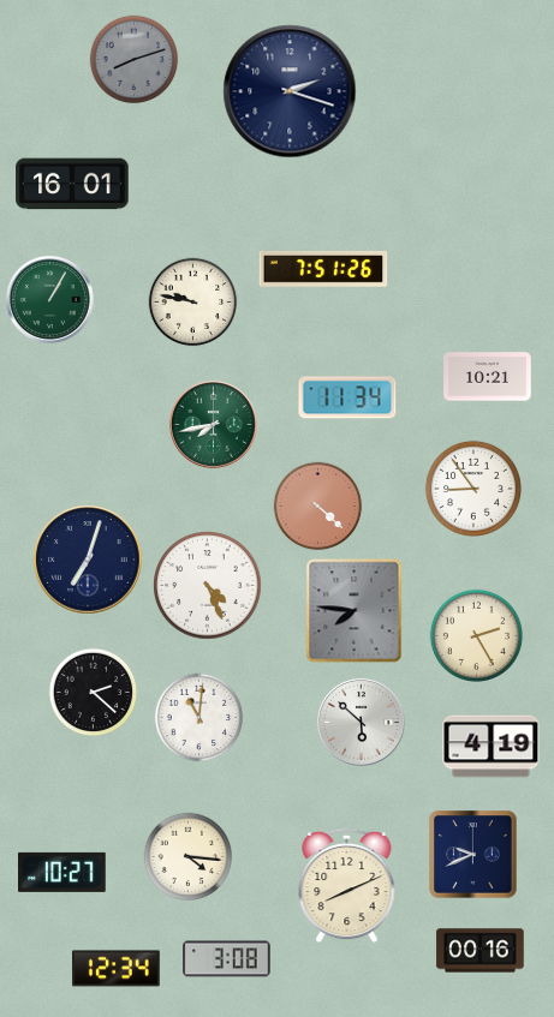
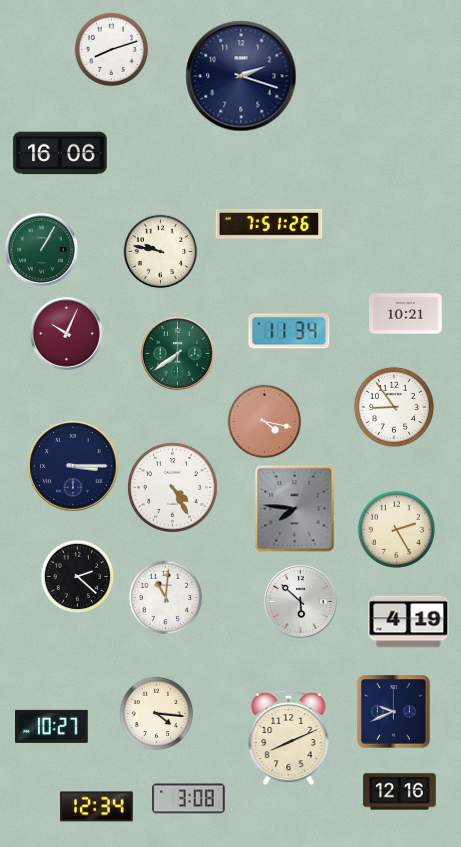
clock at (135, 60) dial: grey -> white
clock at (72, 184): 16:01 -> 16:06
clock at (66, 333): none -> 10:04
clock at (213, 424): 7:43 -> 7:39
clock at (318, 507): 4:22 -> 4:17
clock at (88, 560): 7:03 -> 3:15
clock at (208, 586): 4:26 -> 4:25
clock at (481, 951): 00:16 -> 12:16
